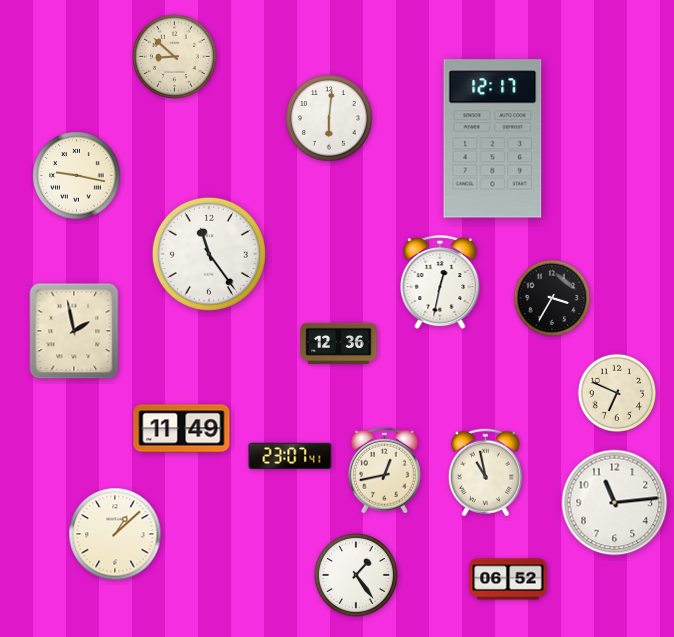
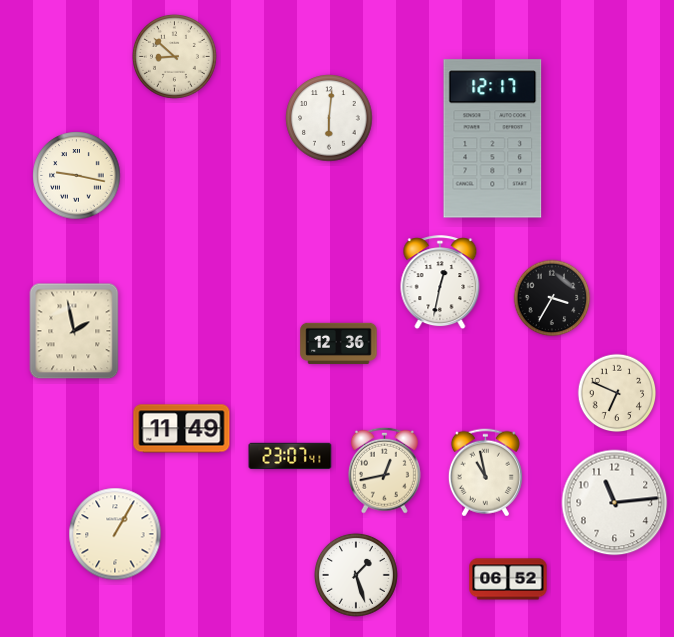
clock at (209, 254): 11:24 -> none
clock at (115, 534): 1:08 -> 1:05
clock at (356, 575): 1:24 -> 1:27
